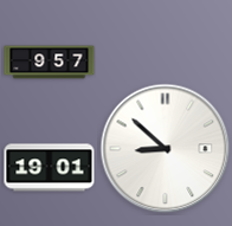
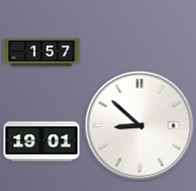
clock at (50, 63): 9:57 -> 1:57
